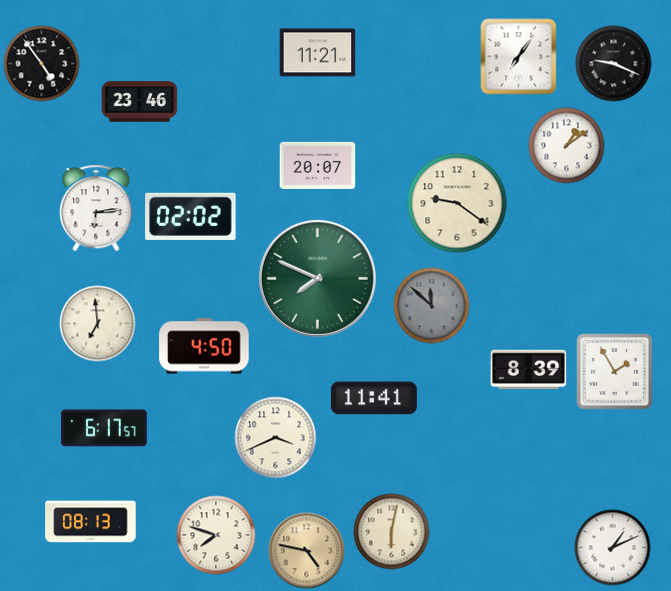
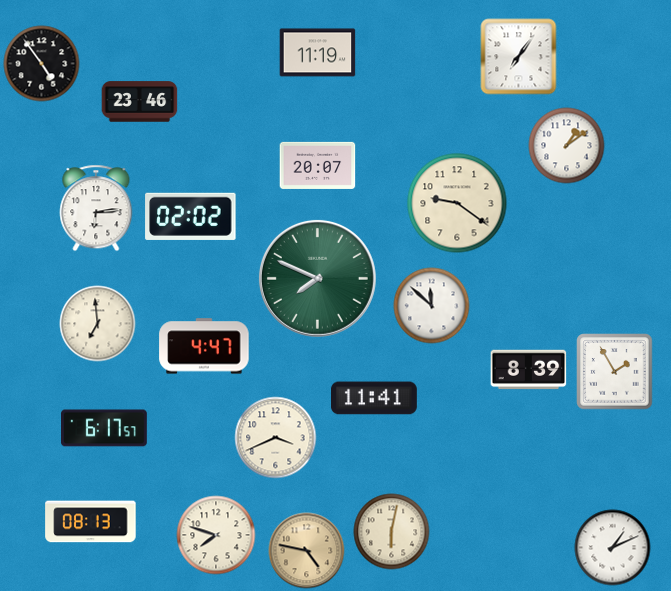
clock at (318, 53): 11:21 -> 11:19
clock at (614, 64): 9:19 -> none
clock at (432, 306) dial: grey -> white
clock at (204, 346): 4:50 -> 4:47
